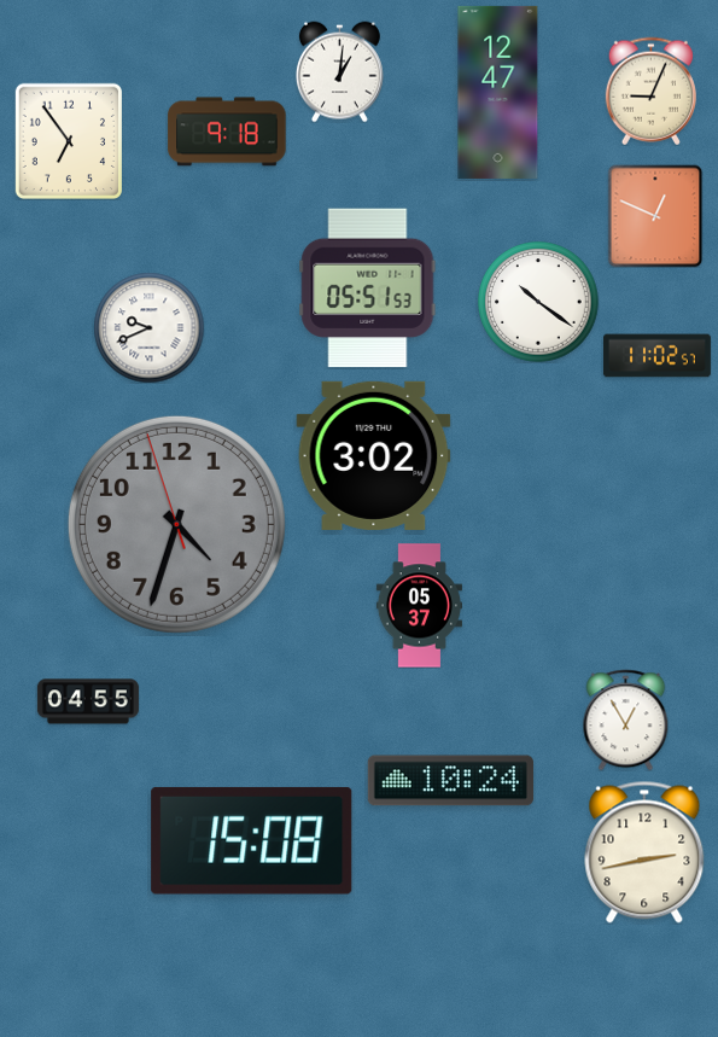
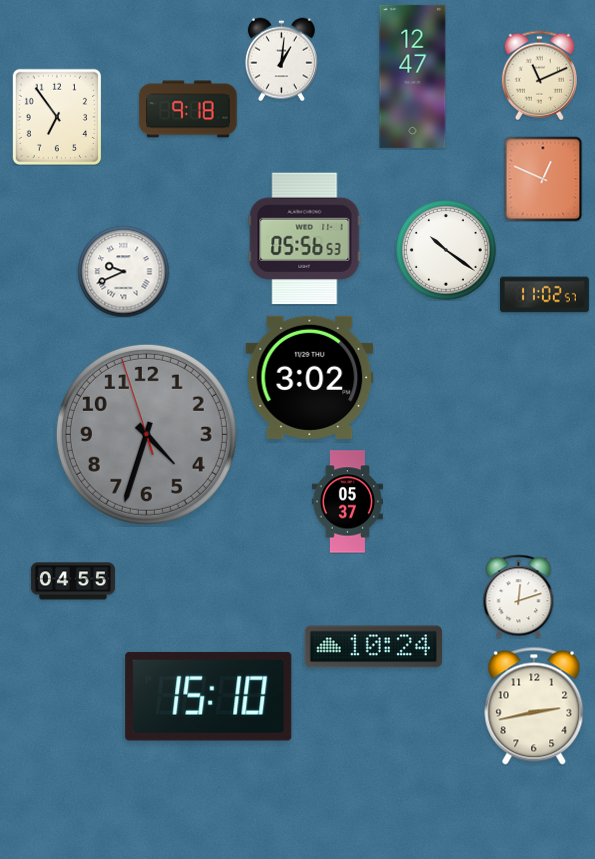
clock at (650, 91): 9:04 -> 11:11
clock at (368, 289): 05:51 -> 05:56
clock at (626, 720): 12:55 -> 12:12
clock at (252, 840): 15:08 -> 15:10
